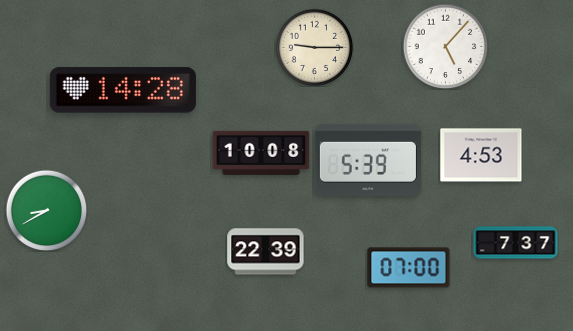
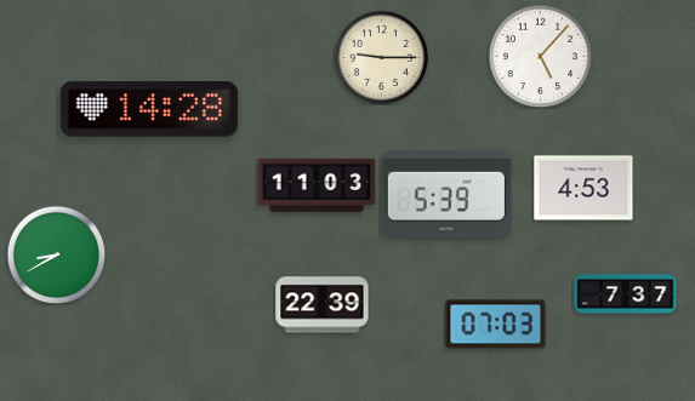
clock at (261, 153): 10:08 -> 11:03
clock at (409, 268): 07:00 -> 07:03
